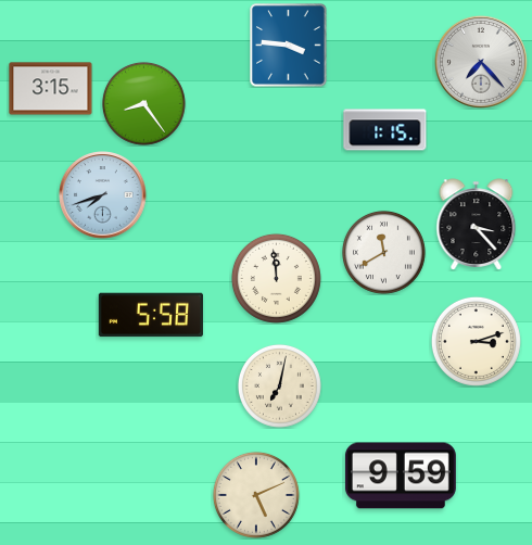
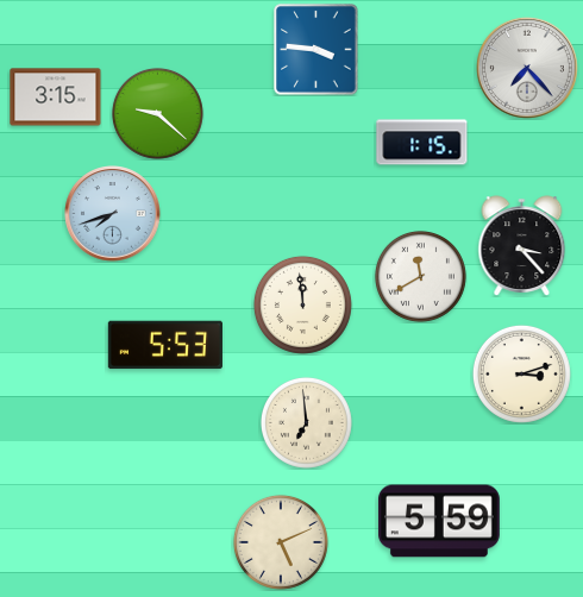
clock at (143, 103): 8:24 -> 9:22
clock at (151, 315): 5:58 -> 5:53
clock at (279, 385): 7:02 -> 6:59
clock at (401, 476): 9:59 -> 5:59
